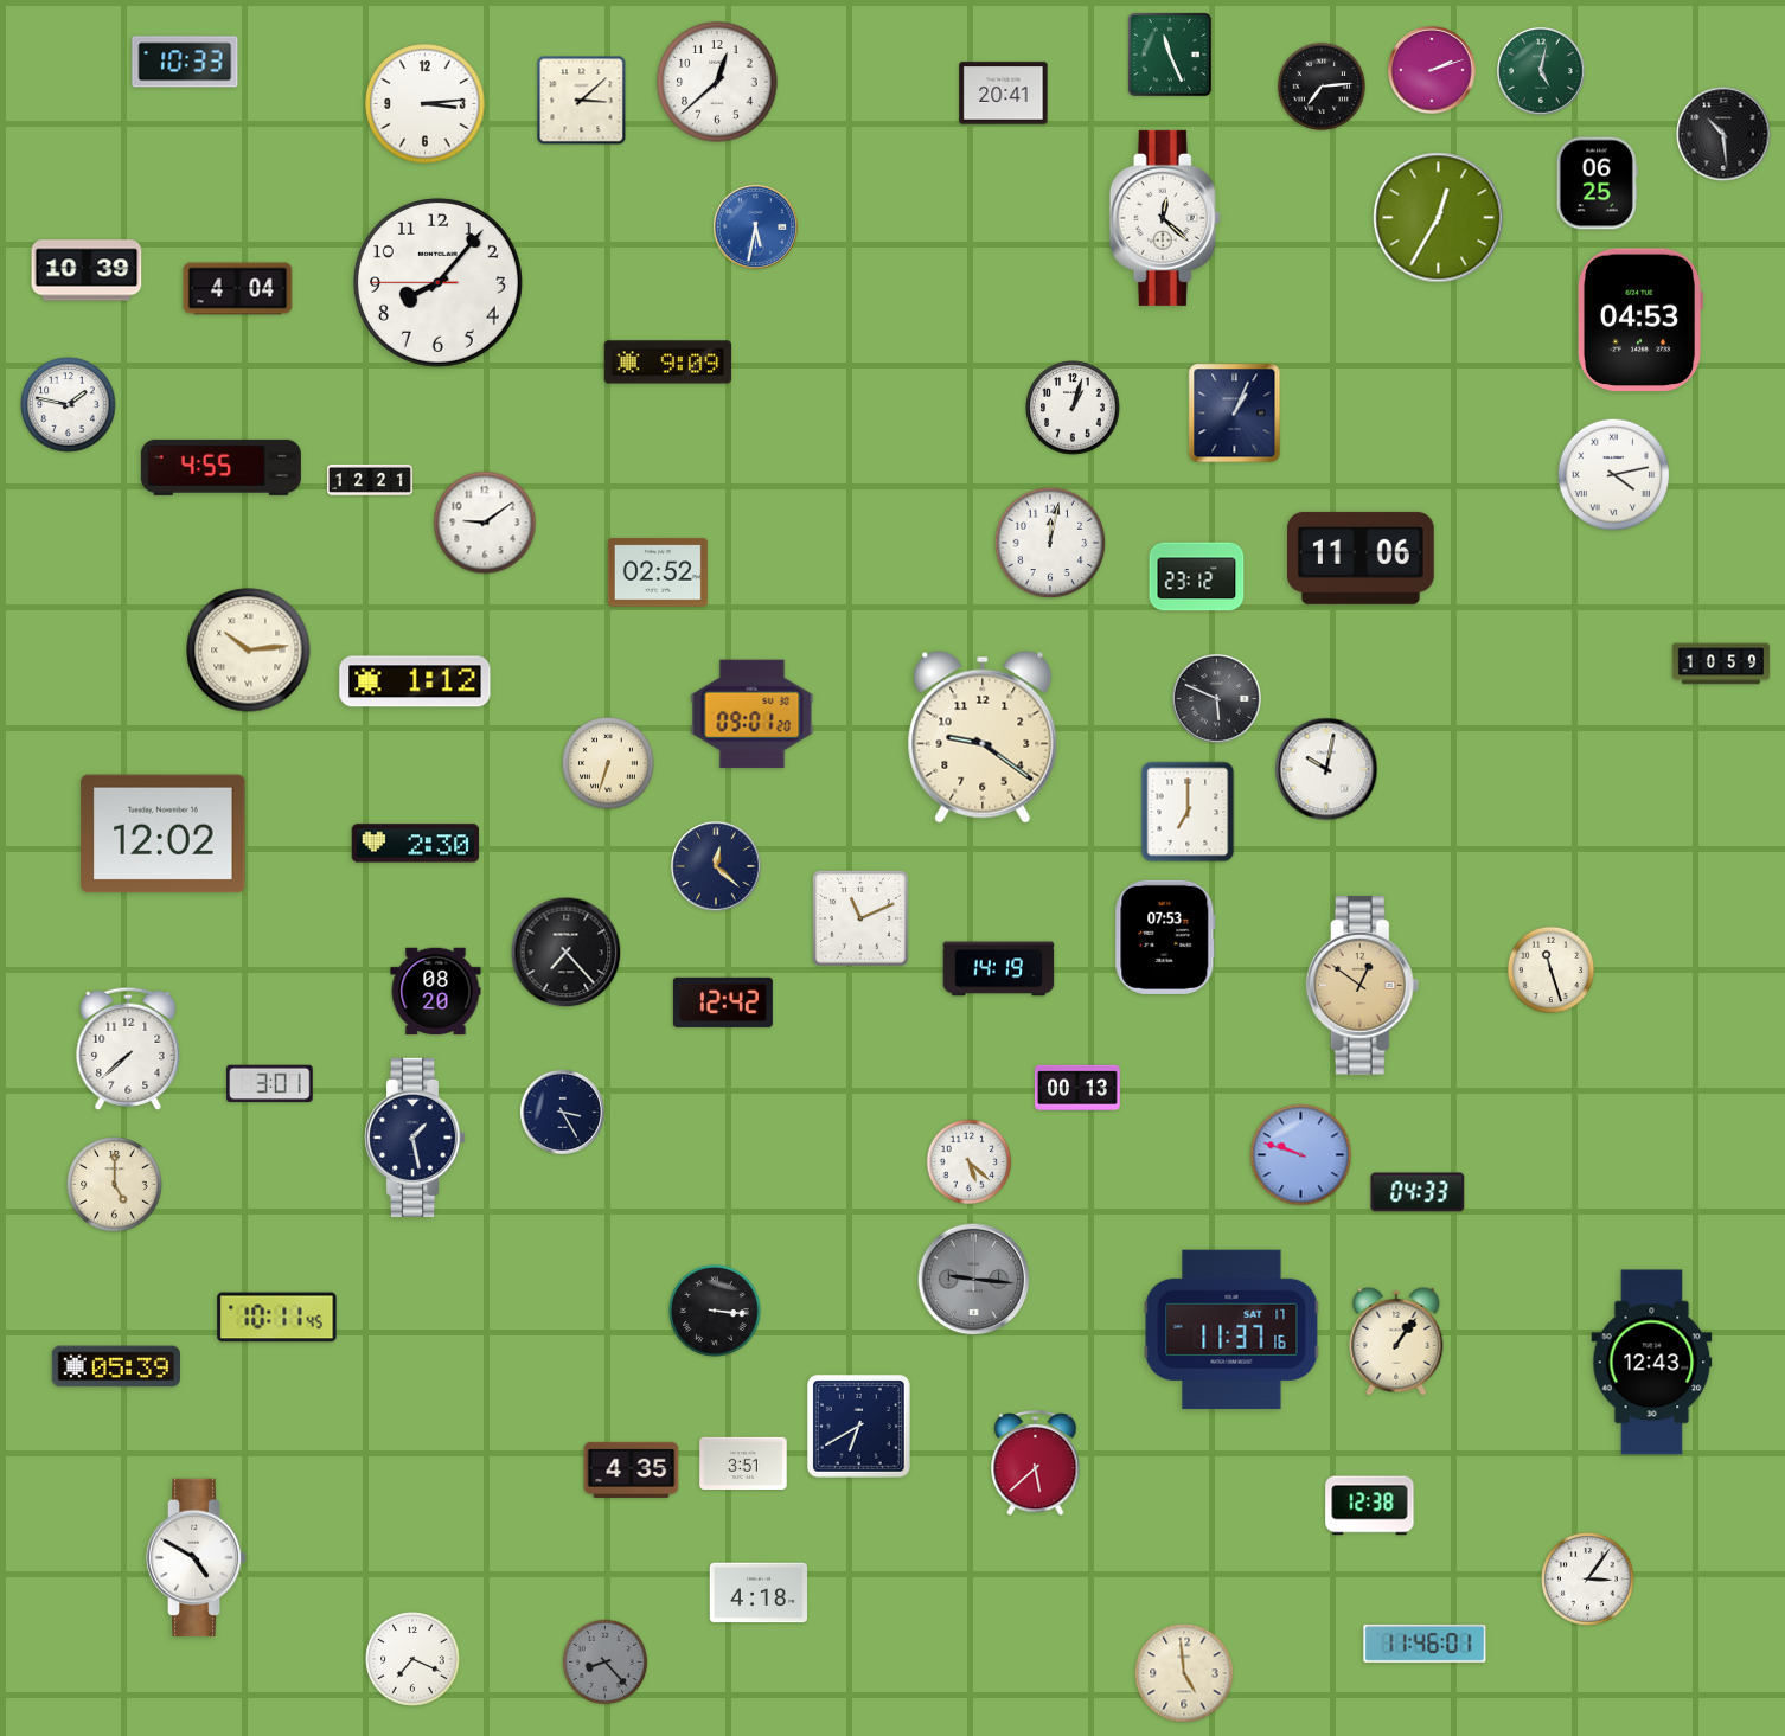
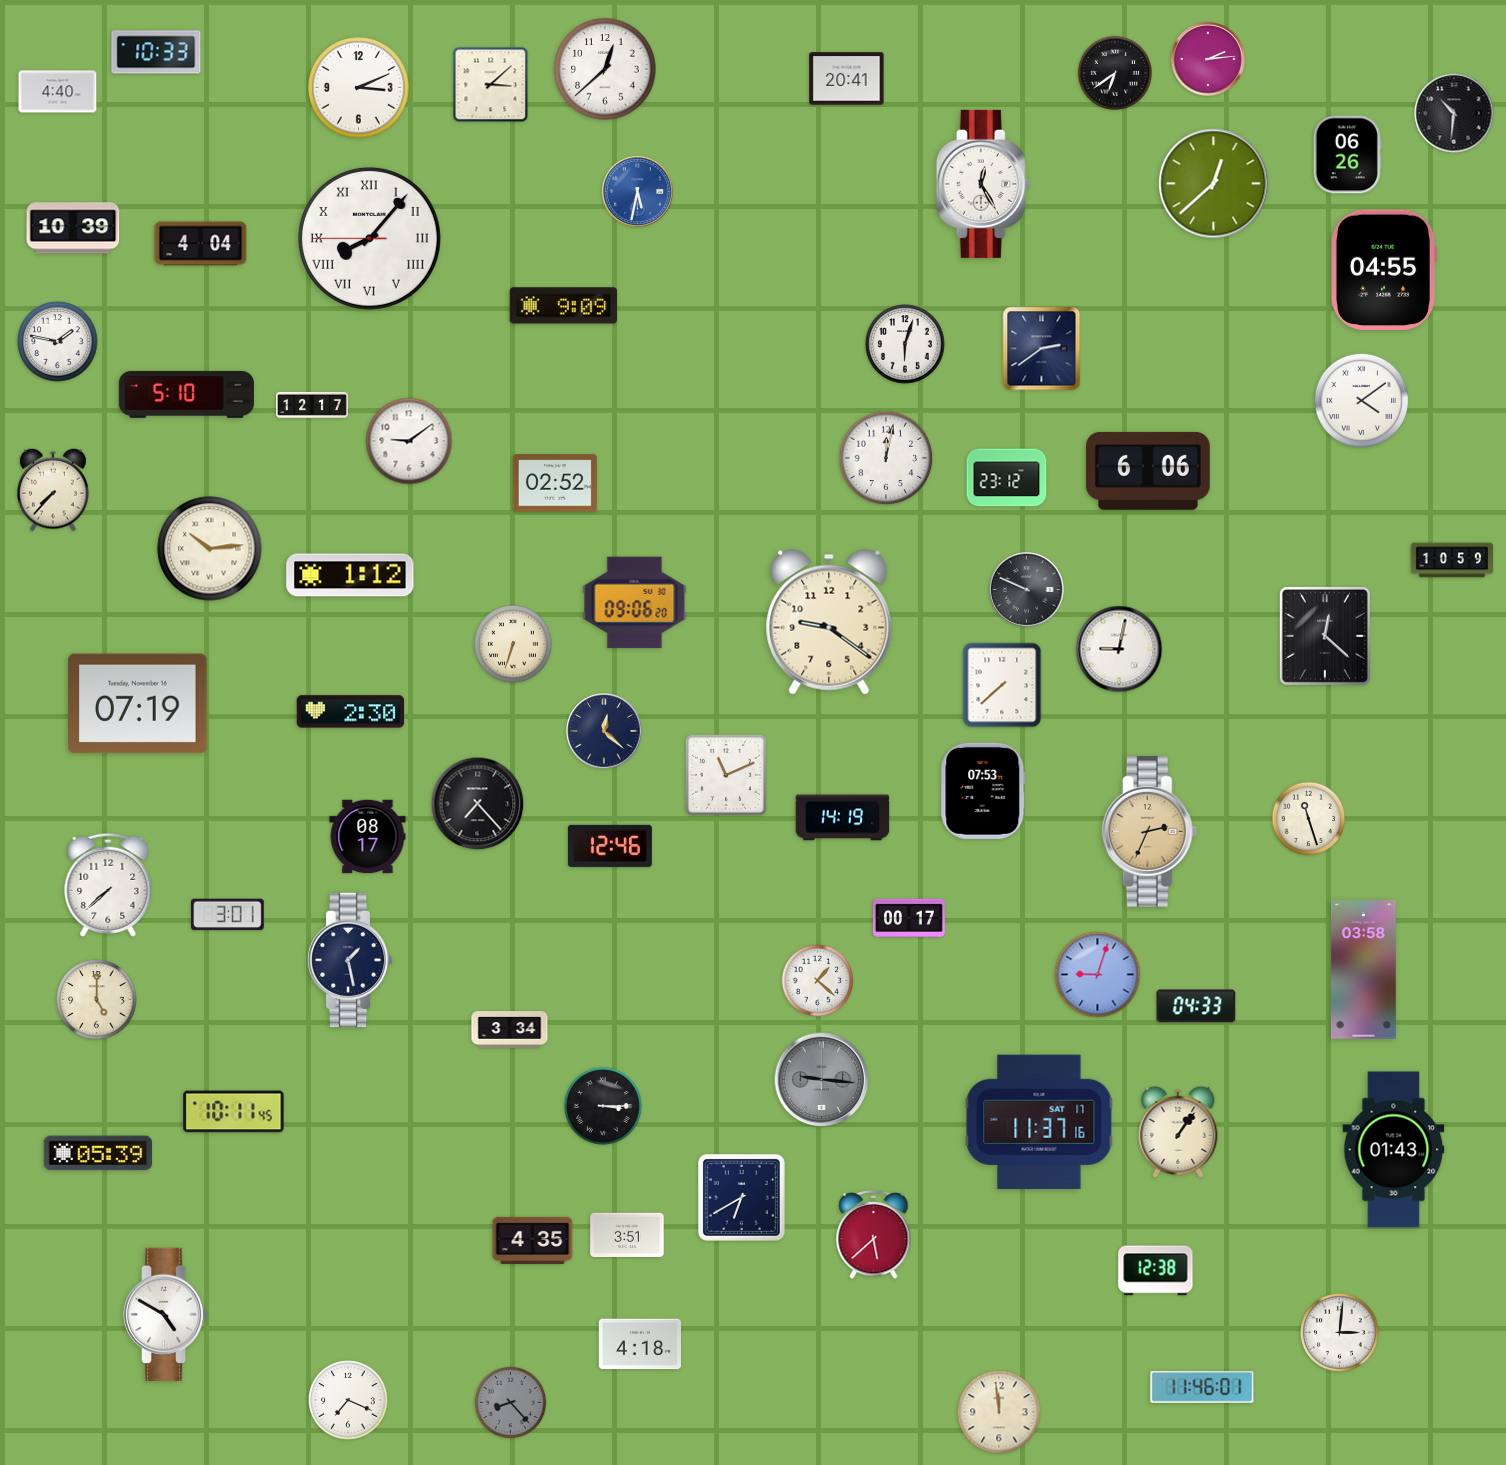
clock at (1170, 55): 11:26 -> none
clock at (1433, 71): 2:12 -> 2:14
clock at (1542, 72): 5:02 -> none
clock at (1320, 85): 7:14 -> 6:39
clock at (426, 104): 3:14 -> 3:11
clock at (58, 92): none -> 4:40
clock at (1723, 134): 10:29 -> 10:31
clock at (1597, 184): 06:25 -> 06:26
clock at (1165, 218): 12:22 -> 12:25
clock at (1439, 218): 12:35 -> 12:38
clock at (437, 282) numerals: Arabic -> Roman
clock at (1640, 320): 04:53 -> 04:55
clock at (1073, 408): 1:03 -> 6:03
clock at (1235, 414): 1:04 -> 2:39
clock at (220, 467): 4:55 -> 5:10
clock at (1614, 475): 4:13 -> 4:09
clock at (370, 480): 12:21 -> 12:17
clock at (1361, 558): 11:06 -> 6:06
clock at (1197, 577) position: (1197, 577) -> (1007, 478)
clock at (54, 490): none -> 7:37
clock at (1217, 699): 5:49 -> 9:49
clock at (753, 715): 09:01 -> 09:06
clock at (1325, 636): none -> 12:22
clock at (1326, 769): 10:02 -> 9:02
clock at (1188, 812): 7:00 -> 7:38
clock at (164, 834): 12:02 -> 07:19
clock at (1363, 986): 12:51 -> 2:34
clock at (436, 992): 08:20 -> 08:17
clock at (723, 1002): 12:42 -> 12:46
clock at (1077, 1088): 00:13 -> 00:17
clock at (562, 1112): 3:25 -> none
clock at (1363, 970): none -> 03:58
clock at (1301, 1155): 9:48 -> 9:03
clock at (970, 1162): 5:22 -> 1:22
clock at (510, 1030): none -> 3:34
clock at (716, 1312): 3:16 -> 3:15
clock at (1652, 1363): 12:43 -> 01:43
clock at (858, 1426) position: (858, 1426) -> (741, 1197)
clock at (1588, 1580): 3:06 -> 3:01
clock at (1184, 1673): 4:59 -> 11:59
